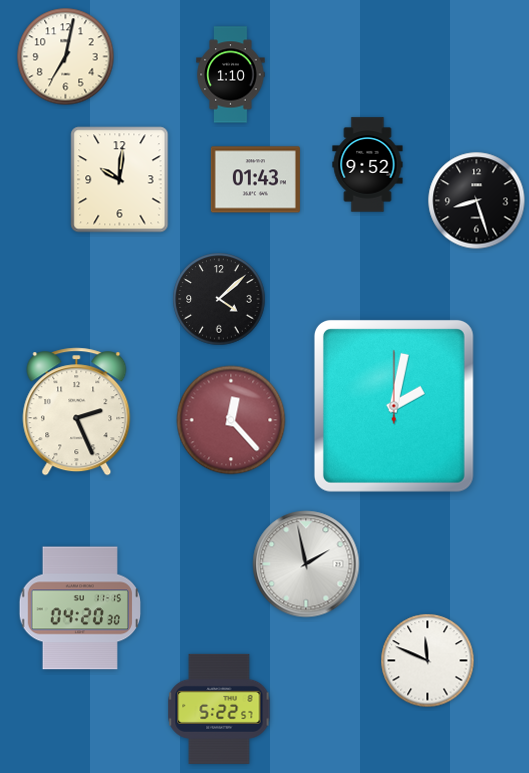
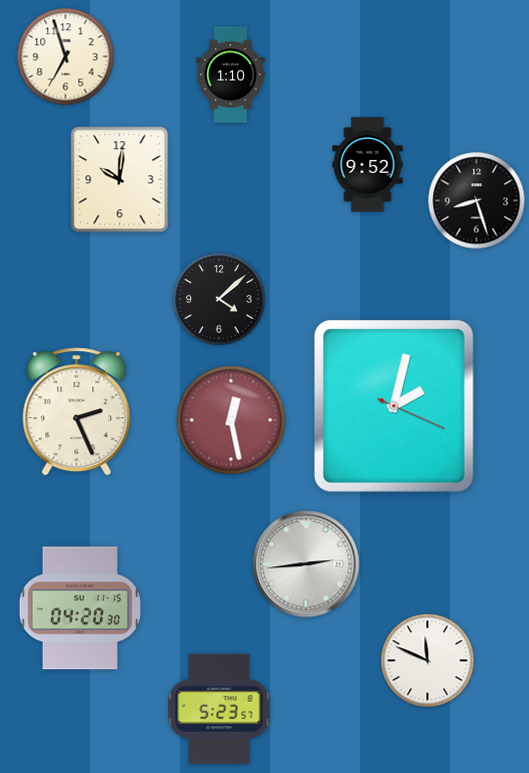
clock at (66, 57): 7:02 -> 6:57
clock at (255, 180): 01:43 -> none
clock at (394, 406): 2:02:00 -> 2:02:19
clock at (231, 420): 12:23 -> 12:28
clock at (306, 564): 1:58 -> 2:44
clock at (219, 709): 5:22 -> 5:23
